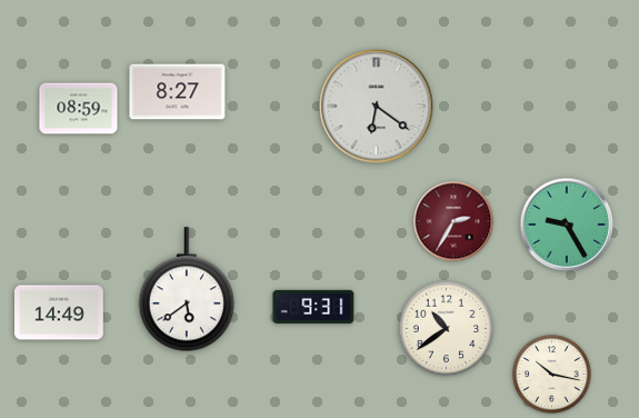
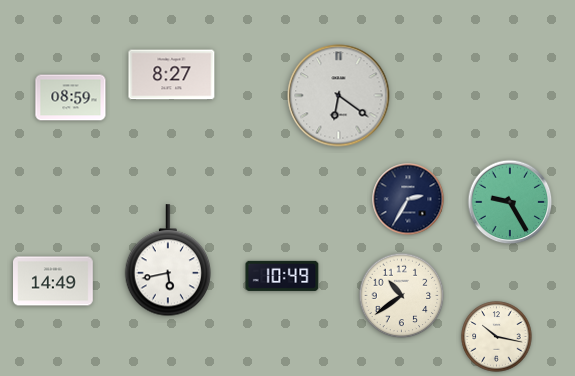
clock at (178, 92) position: (178, 92) -> (172, 75)
clock at (453, 221) dial: burgundy -> navy
clock at (186, 290): 5:39 -> 5:43
clock at (313, 307): 9:31 -> 10:49
